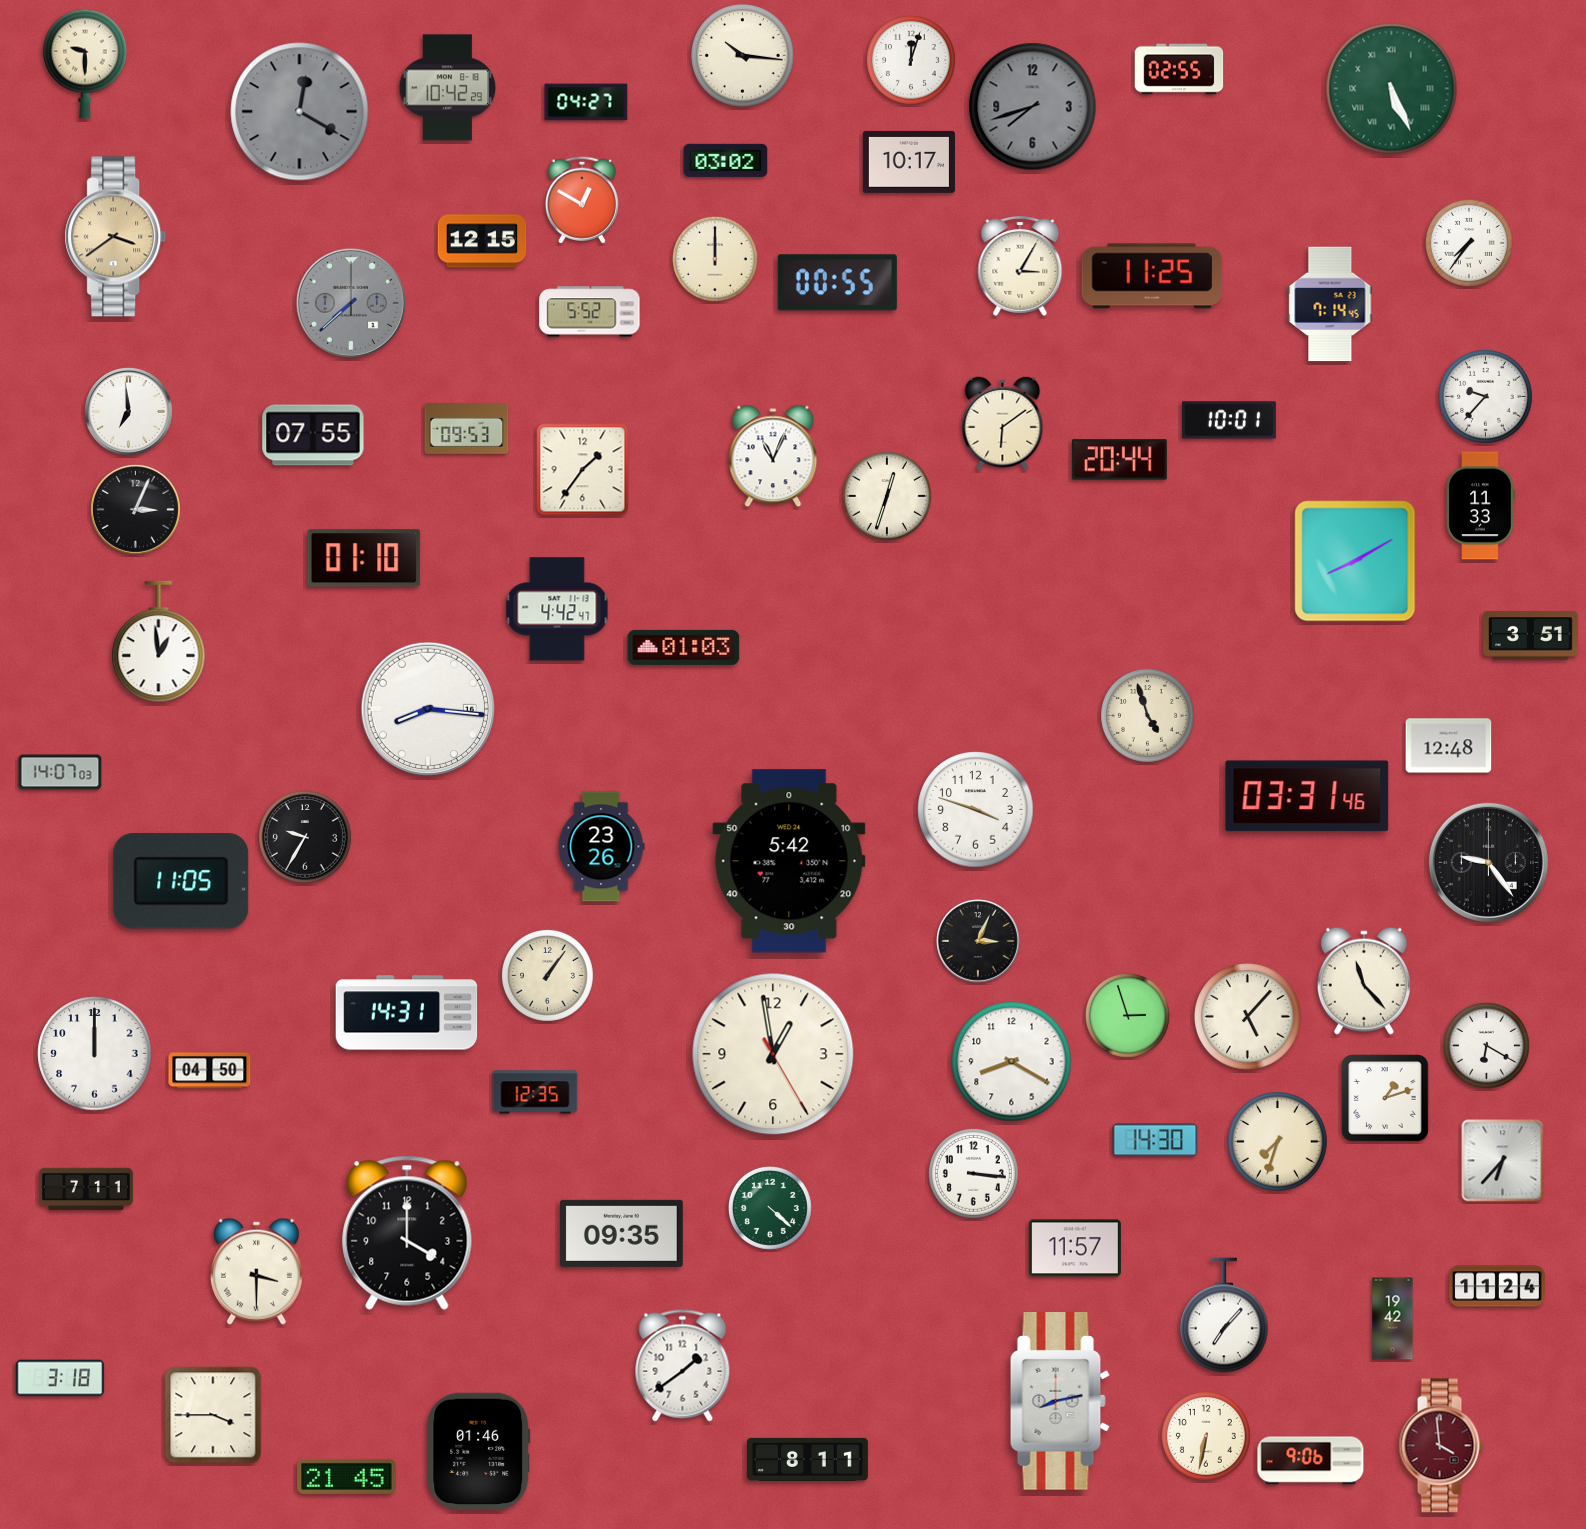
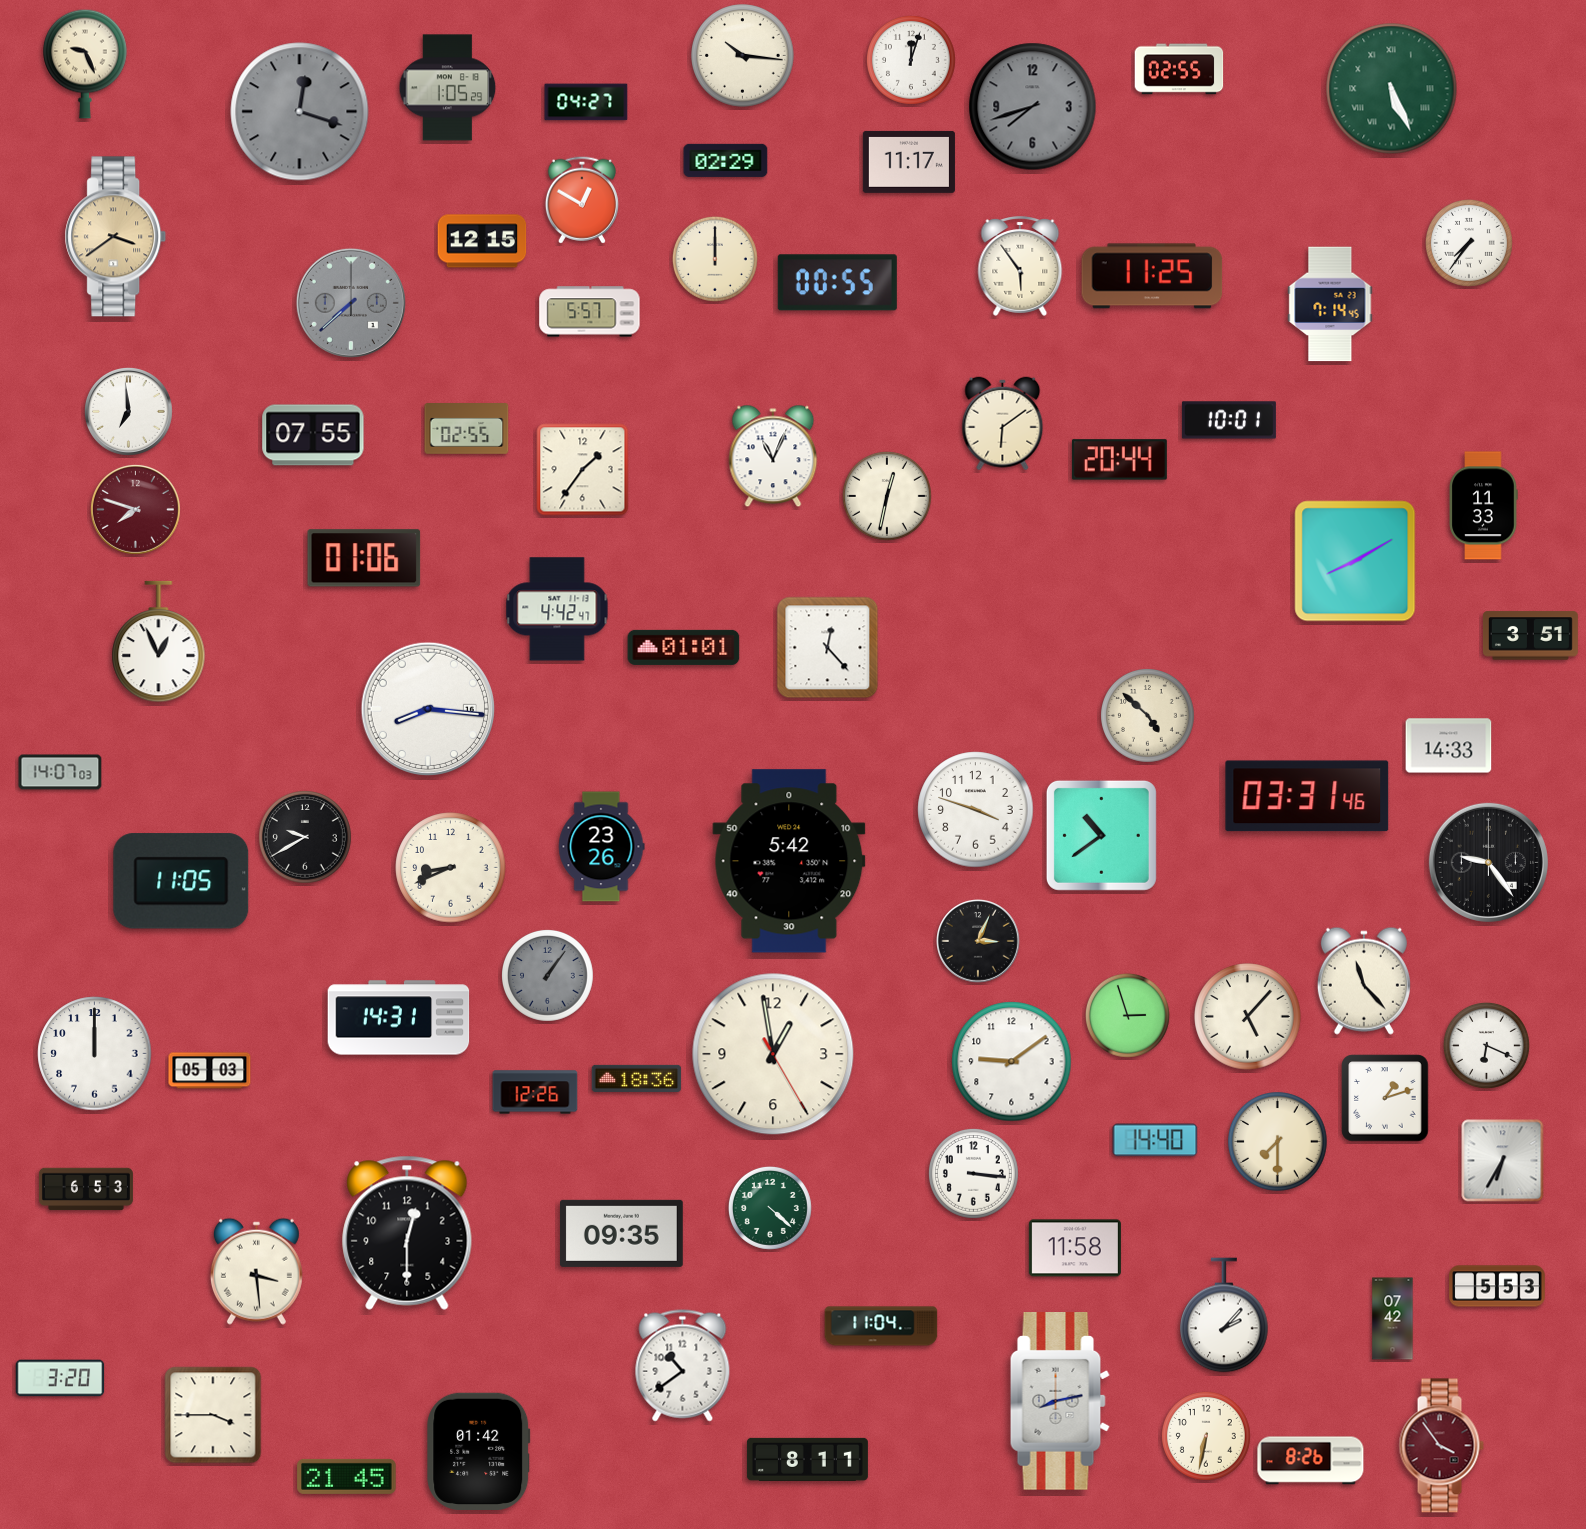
clock at (85, 64): 9:30 -> 9:26
clock at (448, 88): 10:42 -> 1:05
clock at (300, 112): 12:20 -> 12:18
clock at (726, 160): 03:02 -> 02:29
clock at (909, 162): 10:17 -> 11:17
clock at (1020, 267): 3:05 -> 5:54
clock at (590, 312): 5:52 -> 5:57
clock at (1486, 397): 9:37 -> none
clock at (467, 429): 09:53 -> 02:55
clock at (887, 496): 12:33 -> 12:32
clock at (1480, 506) position: (1480, 506) -> (1483, 506)
clock at (135, 509): 3:04 -> 7:48
clock at (135, 509) dial: black -> burgundy
clock at (364, 558): 01:10 -> 01:06
clock at (159, 642): 12:59 -> 12:56
clock at (684, 647): 01:03 -> 01:01
clock at (828, 648): none -> 12:23
clock at (1148, 716): 4:57 -> 4:52
clock at (1449, 746): 12:48 -> 14:33
clock at (1101, 835): none -> 10:39
clock at (306, 838): 9:35 -> 9:40
clock at (451, 868): none -> 8:41
clock at (548, 976) dial: cream -> grey
clock at (407, 1013) position: (407, 1013) -> (399, 1018)
clock at (1486, 1045): 6:20 -> 6:19
clock at (1012, 1062): 8:20 -> 9:09
clock at (210, 1071): 04:50 -> 05:03
clock at (637, 1078): none -> 18:36
clock at (535, 1092): 12:35 -> 12:26
clock at (1155, 1140): 14:30 -> 14:40
clock at (1278, 1142): 7:33 -> 7:30
clock at (1503, 1161): 6:37 -> 6:35
clock at (86, 1189): 7:11 -> 6:53
clock at (407, 1233): 4:00 -> 12:30
clock at (1075, 1248): 11:57 -> 11:58
clock at (256, 1271): 3:30 -> 3:29
clock at (1497, 1286): 11:24 -> 5:53
clock at (1224, 1315): 7:07 -> 2:07
clock at (1393, 1319): 19:42 -> 07:42
clock at (881, 1326): none -> 11:04
clock at (683, 1366): 1:39 -> 10:39
clock at (60, 1378): 3:18 -> 3:20
clock at (1441, 1446): 3:59 -> 3:54
clock at (479, 1451): 01:46 -> 01:42
clock at (1311, 1461): 9:06 -> 8:26
